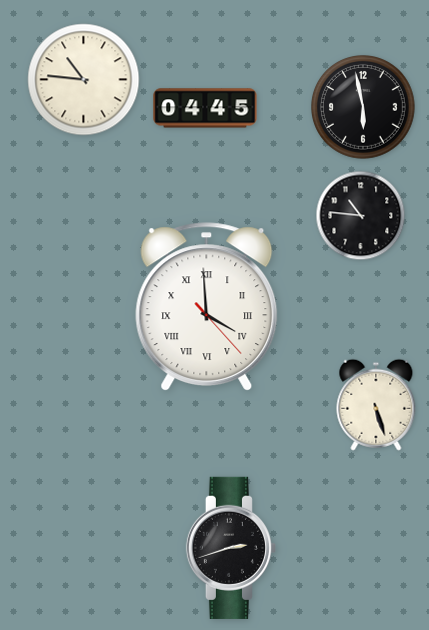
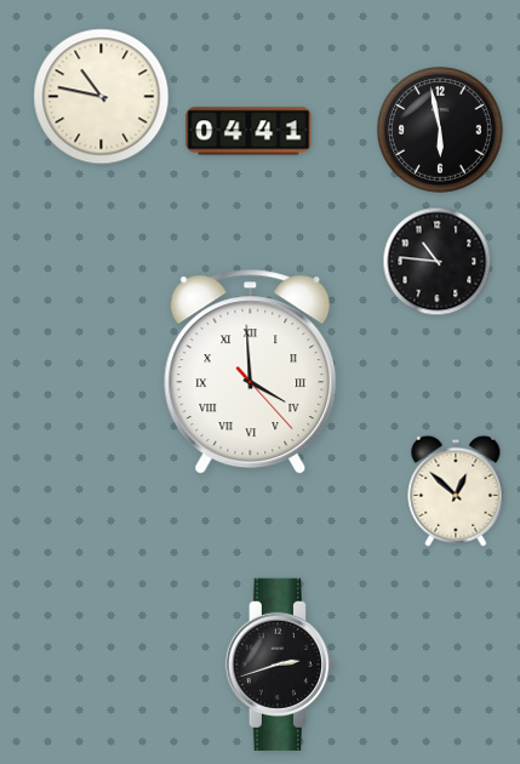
clock at (84, 80): 10:46 -> 10:47
clock at (205, 108): 04:45 -> 04:41
clock at (376, 405): 5:27 -> 12:52
